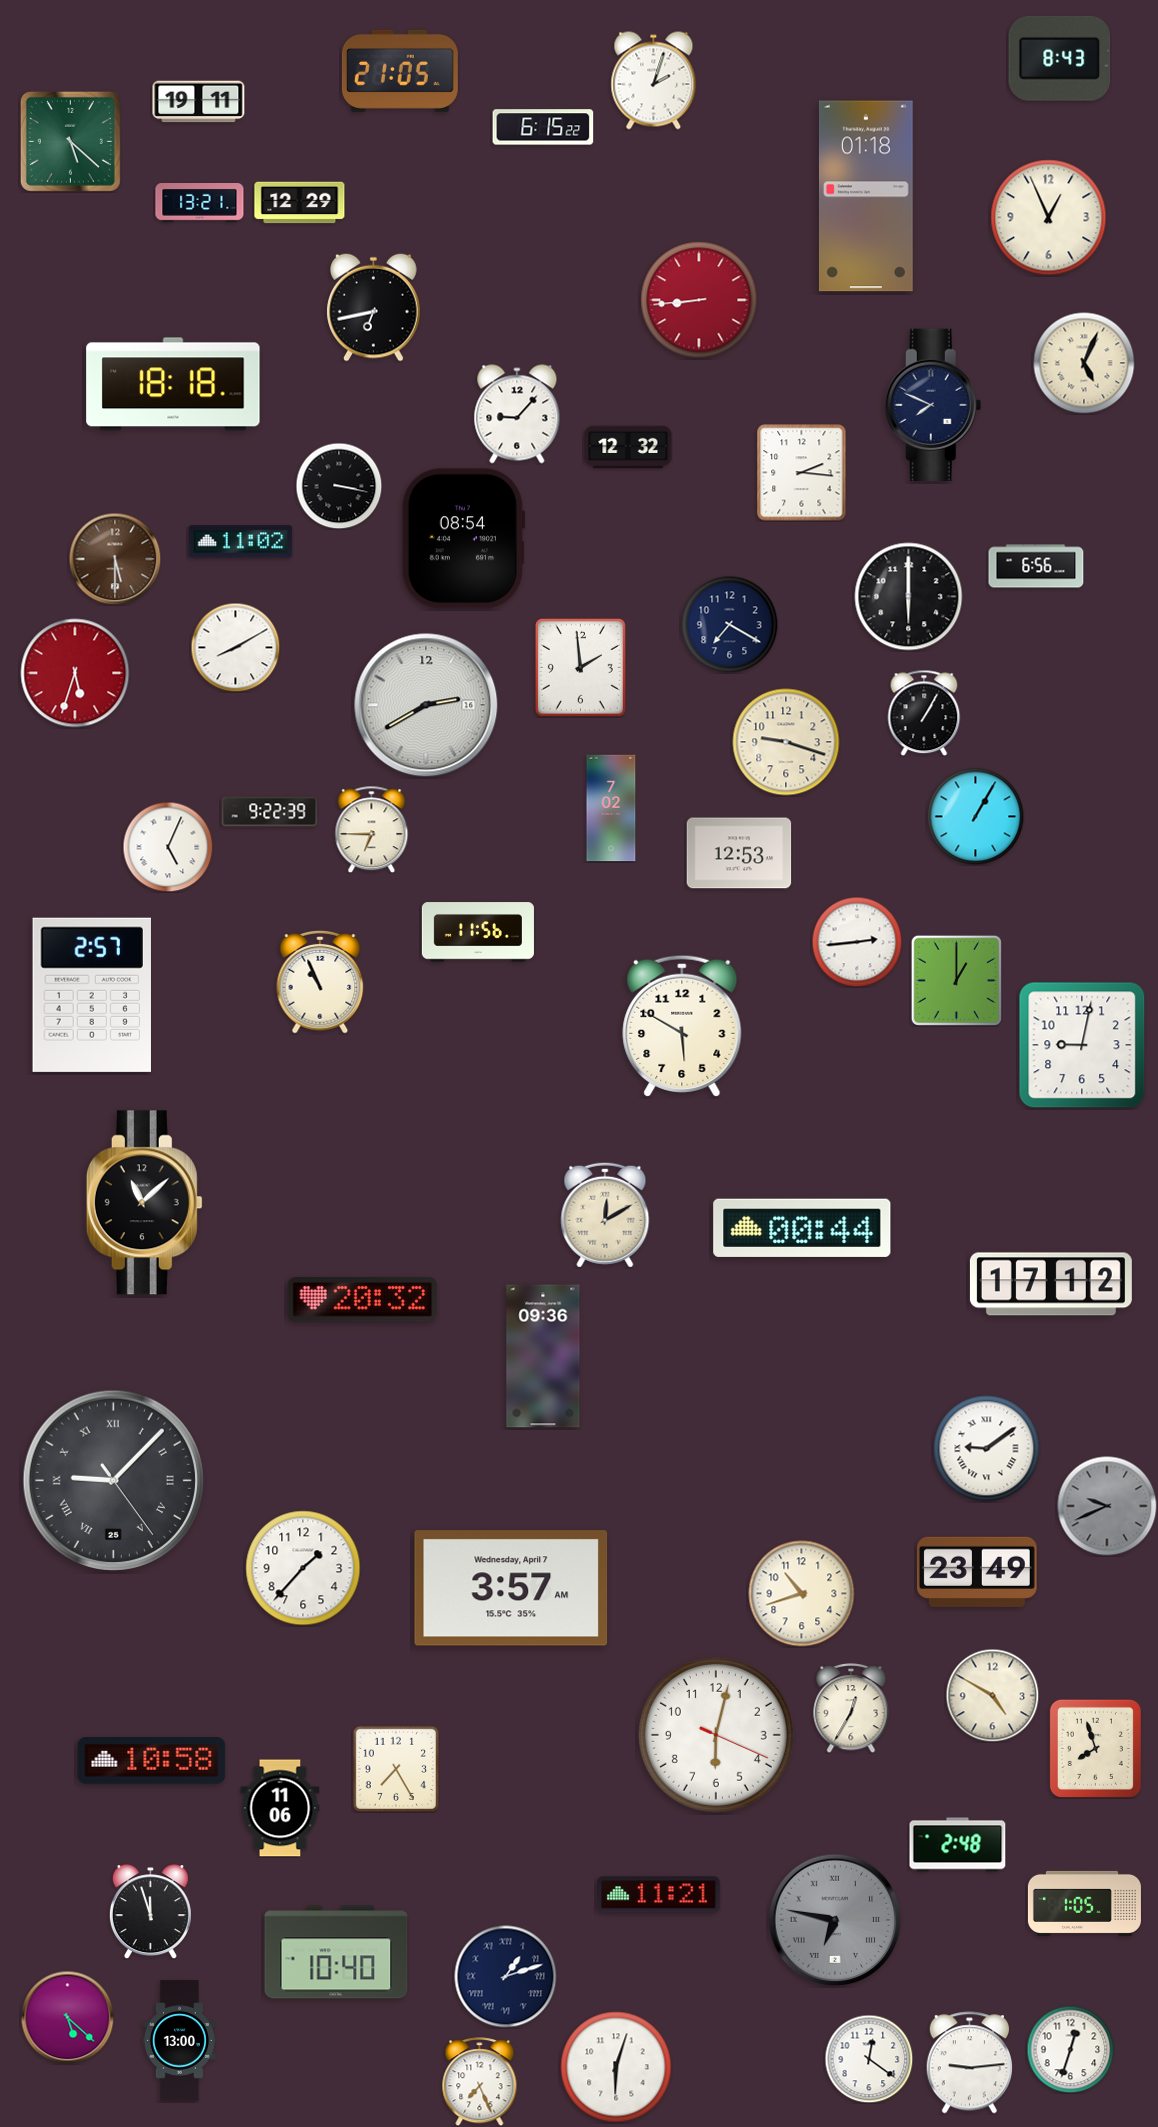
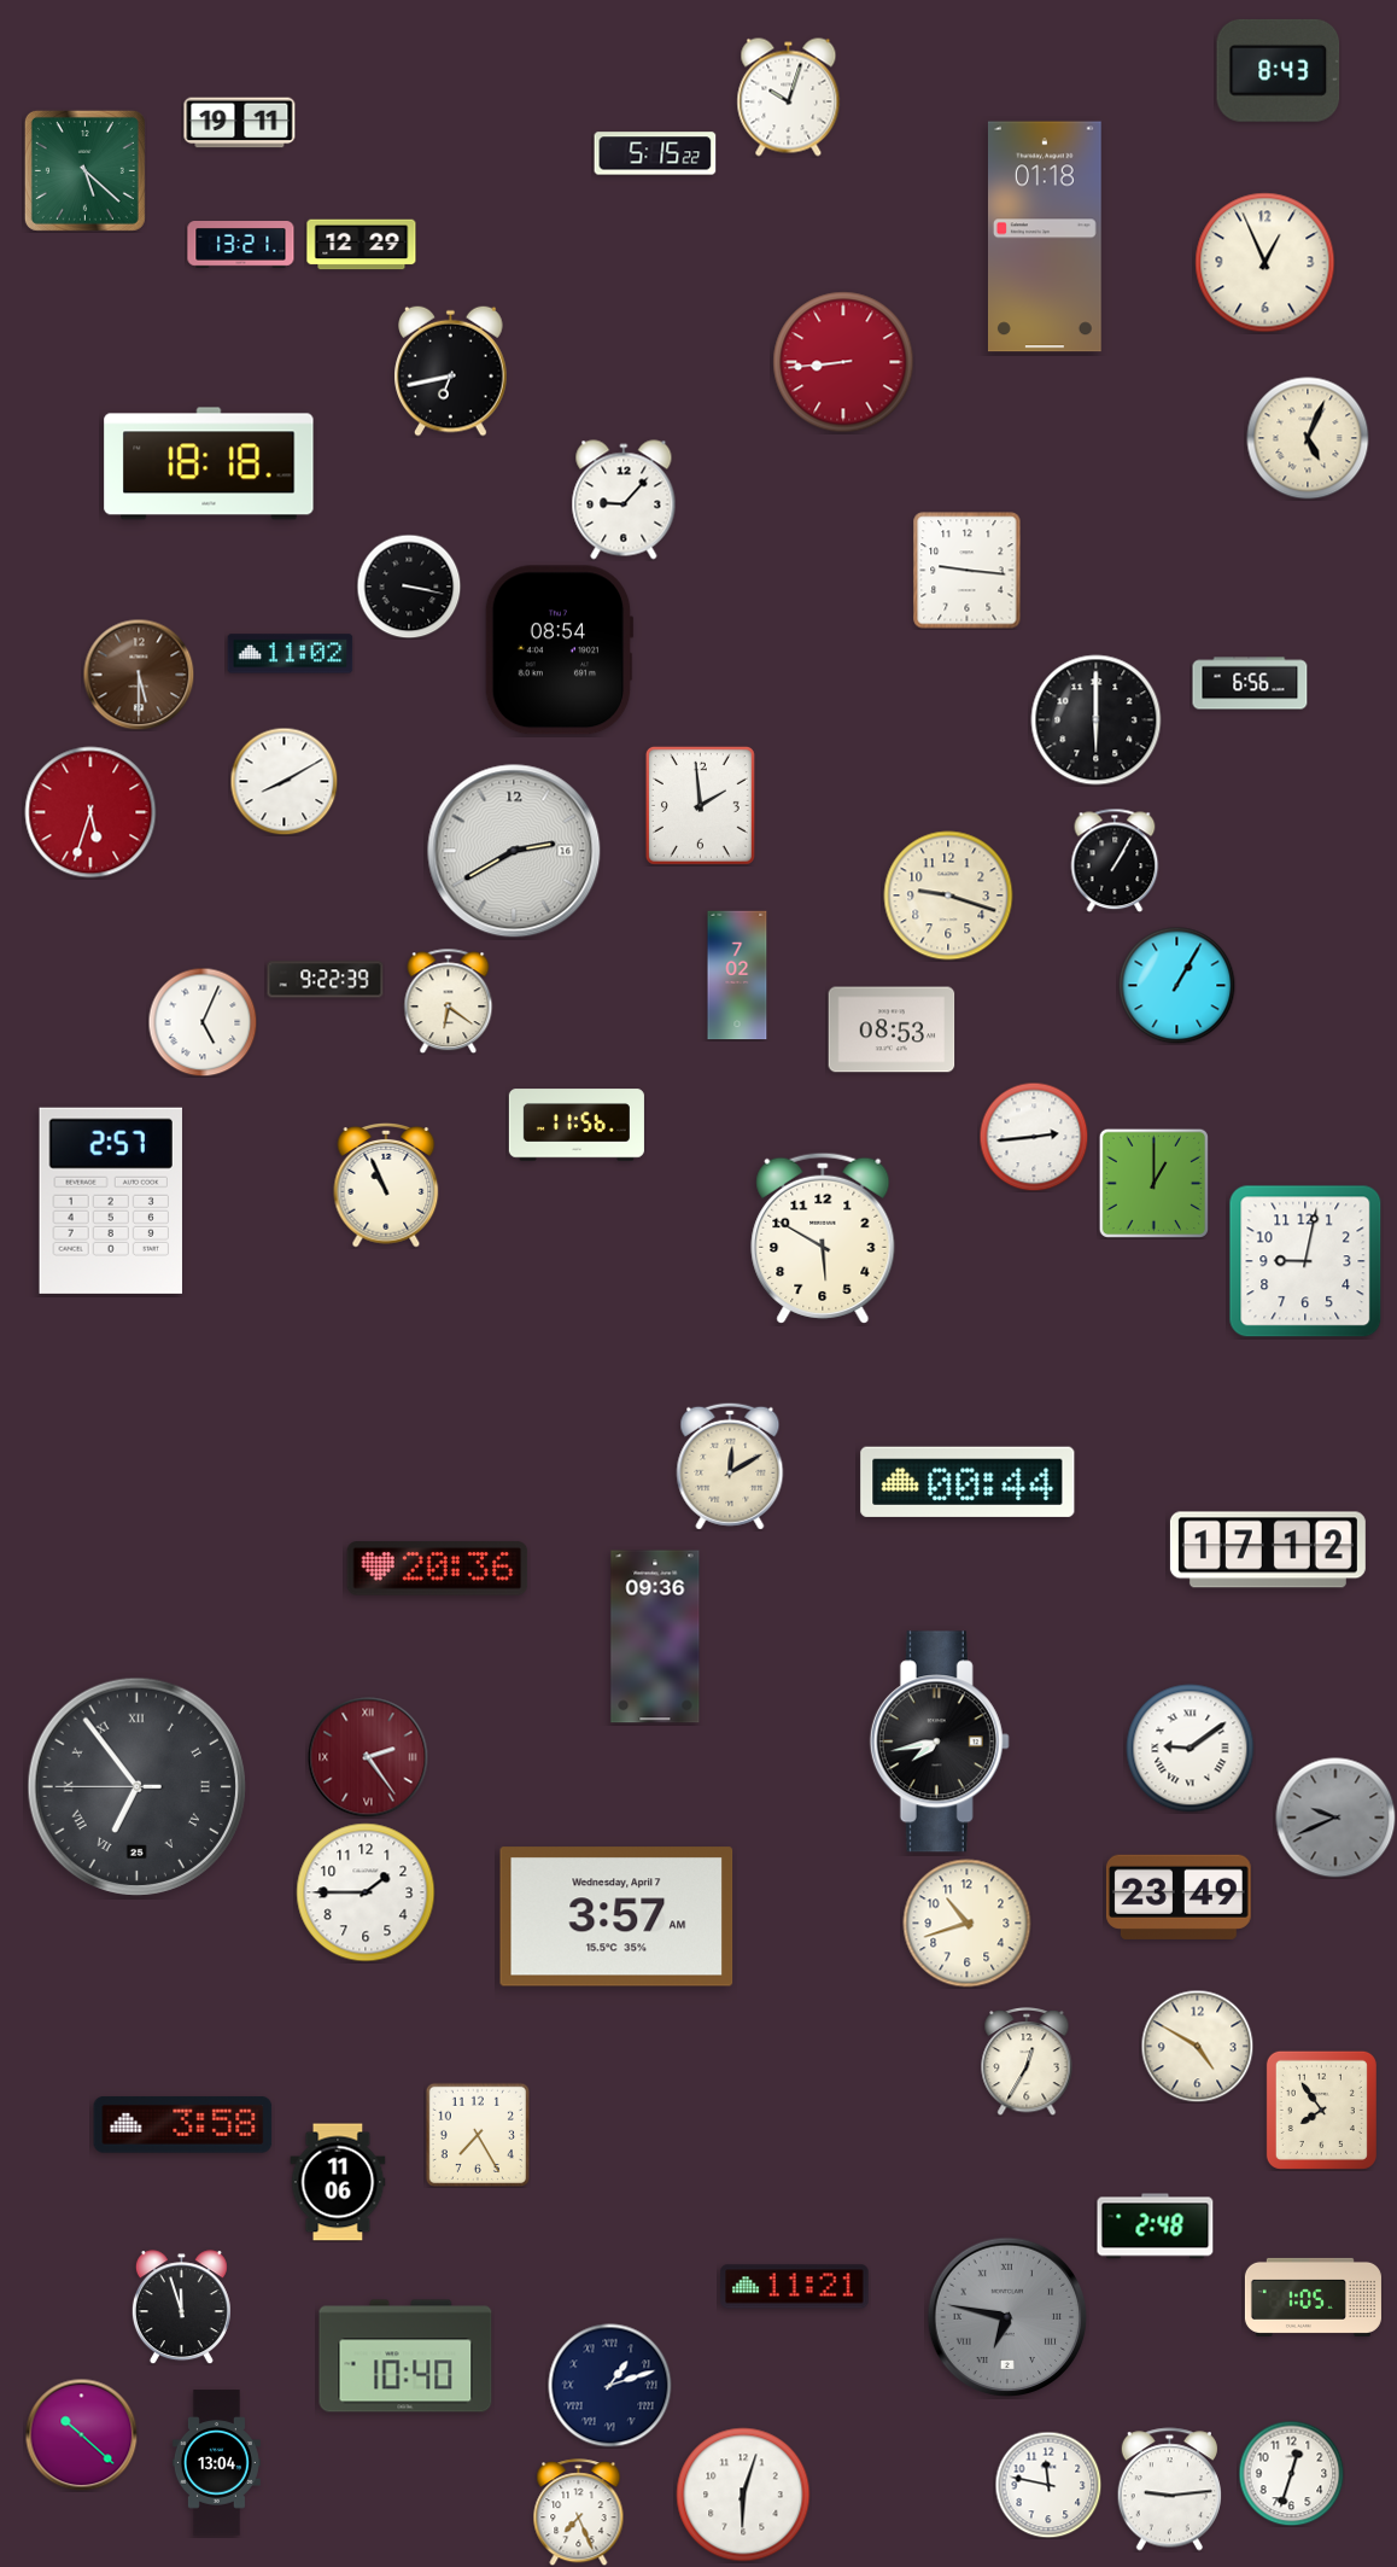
clock at (400, 71): 21:05 -> none
clock at (654, 81): 2:03 -> 10:03
clock at (543, 127): 6:15 -> 5:15
clock at (933, 405): 7:49 -> none
clock at (628, 447): 12:32 -> none
clock at (802, 473): 2:16 -> 9:16
clock at (729, 624): 7:20 -> none
clock at (372, 829): 6:45 -> 6:21
clock at (739, 853): 12:53 -> 08:53
clock at (144, 1203): 11:08 -> none
clock at (363, 1300): 20:32 -> 20:36
clock at (940, 1742): none -> 7:43
clock at (368, 1757): none -> 2:24
clock at (113, 1480): 9:07 -> 6:53
clock at (303, 1568): 1:37 -> 1:45
clock at (716, 1735): 6:02 -> none
clock at (1095, 1748): 7:57 -> 7:54
clock at (152, 1761): 10:58 -> 3:58
clock at (1084, 1903) position: (1084, 1903) -> (1313, 2297)
clock at (67, 2017): 5:22 -> 10:22
clock at (179, 2041): 13:00 -> 13:04
clock at (869, 2059): 12:21 -> 11:47
